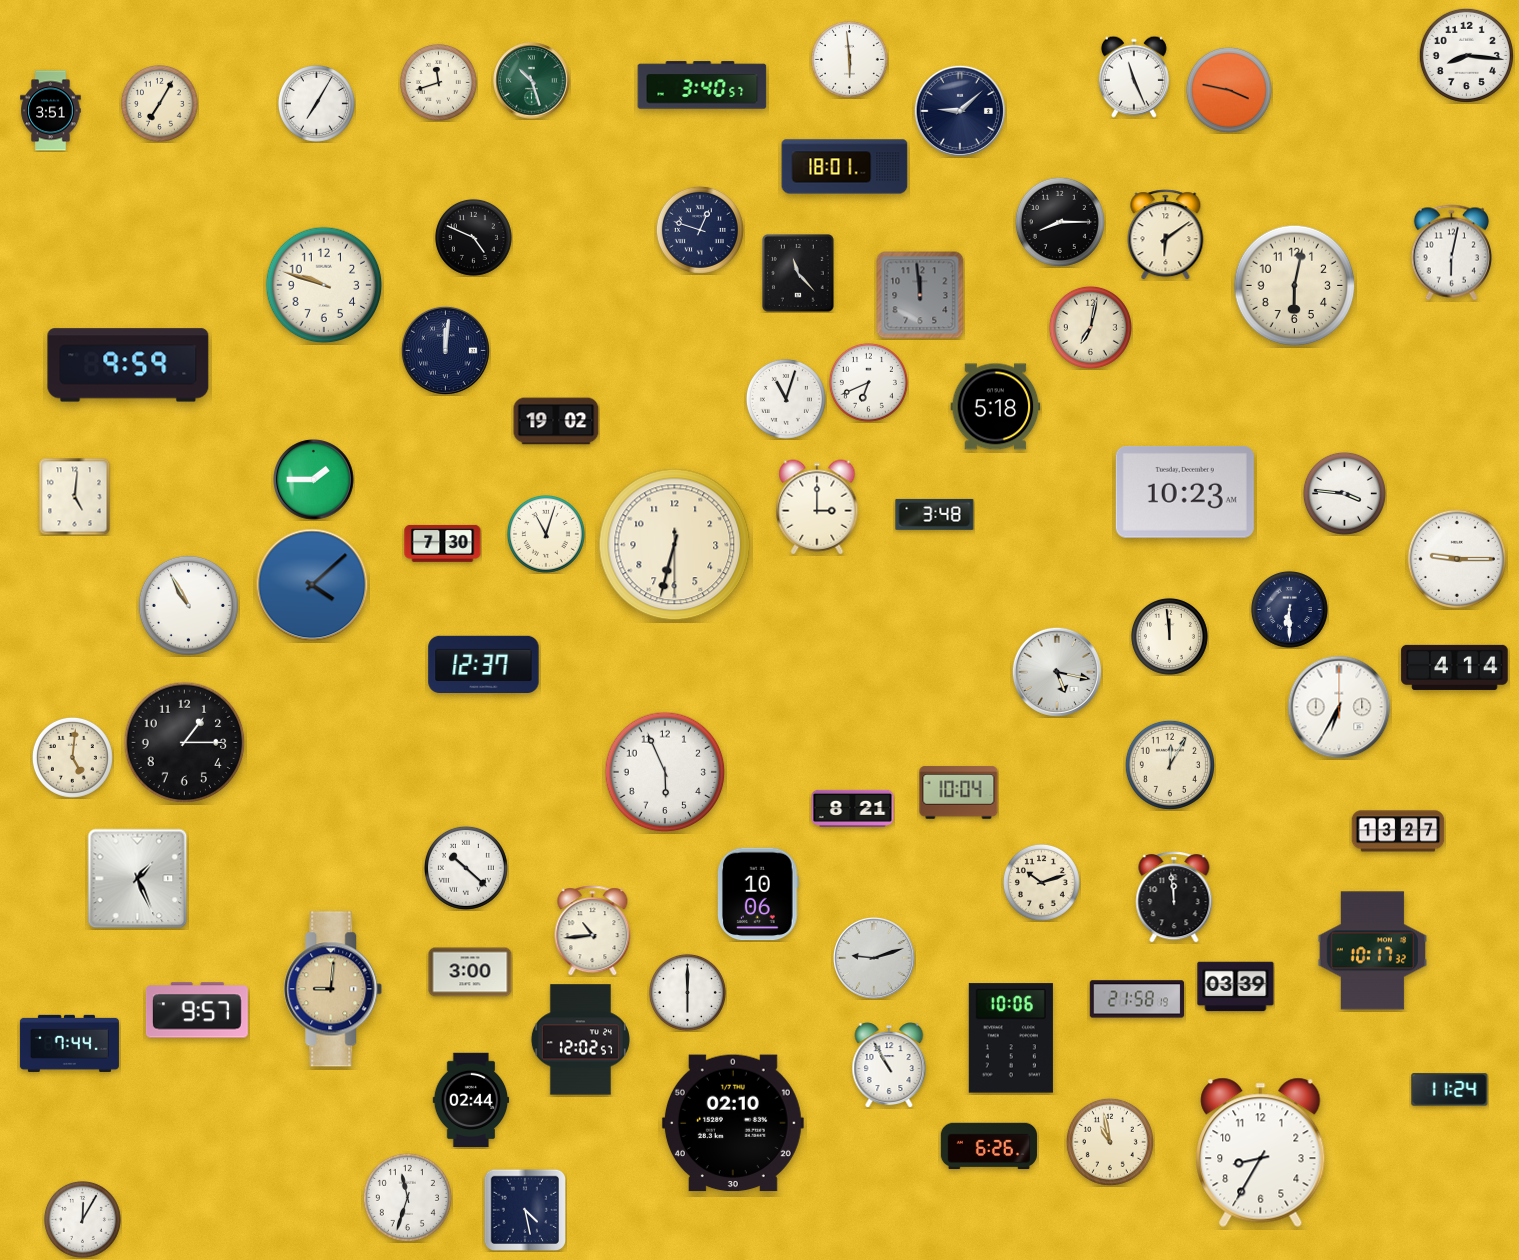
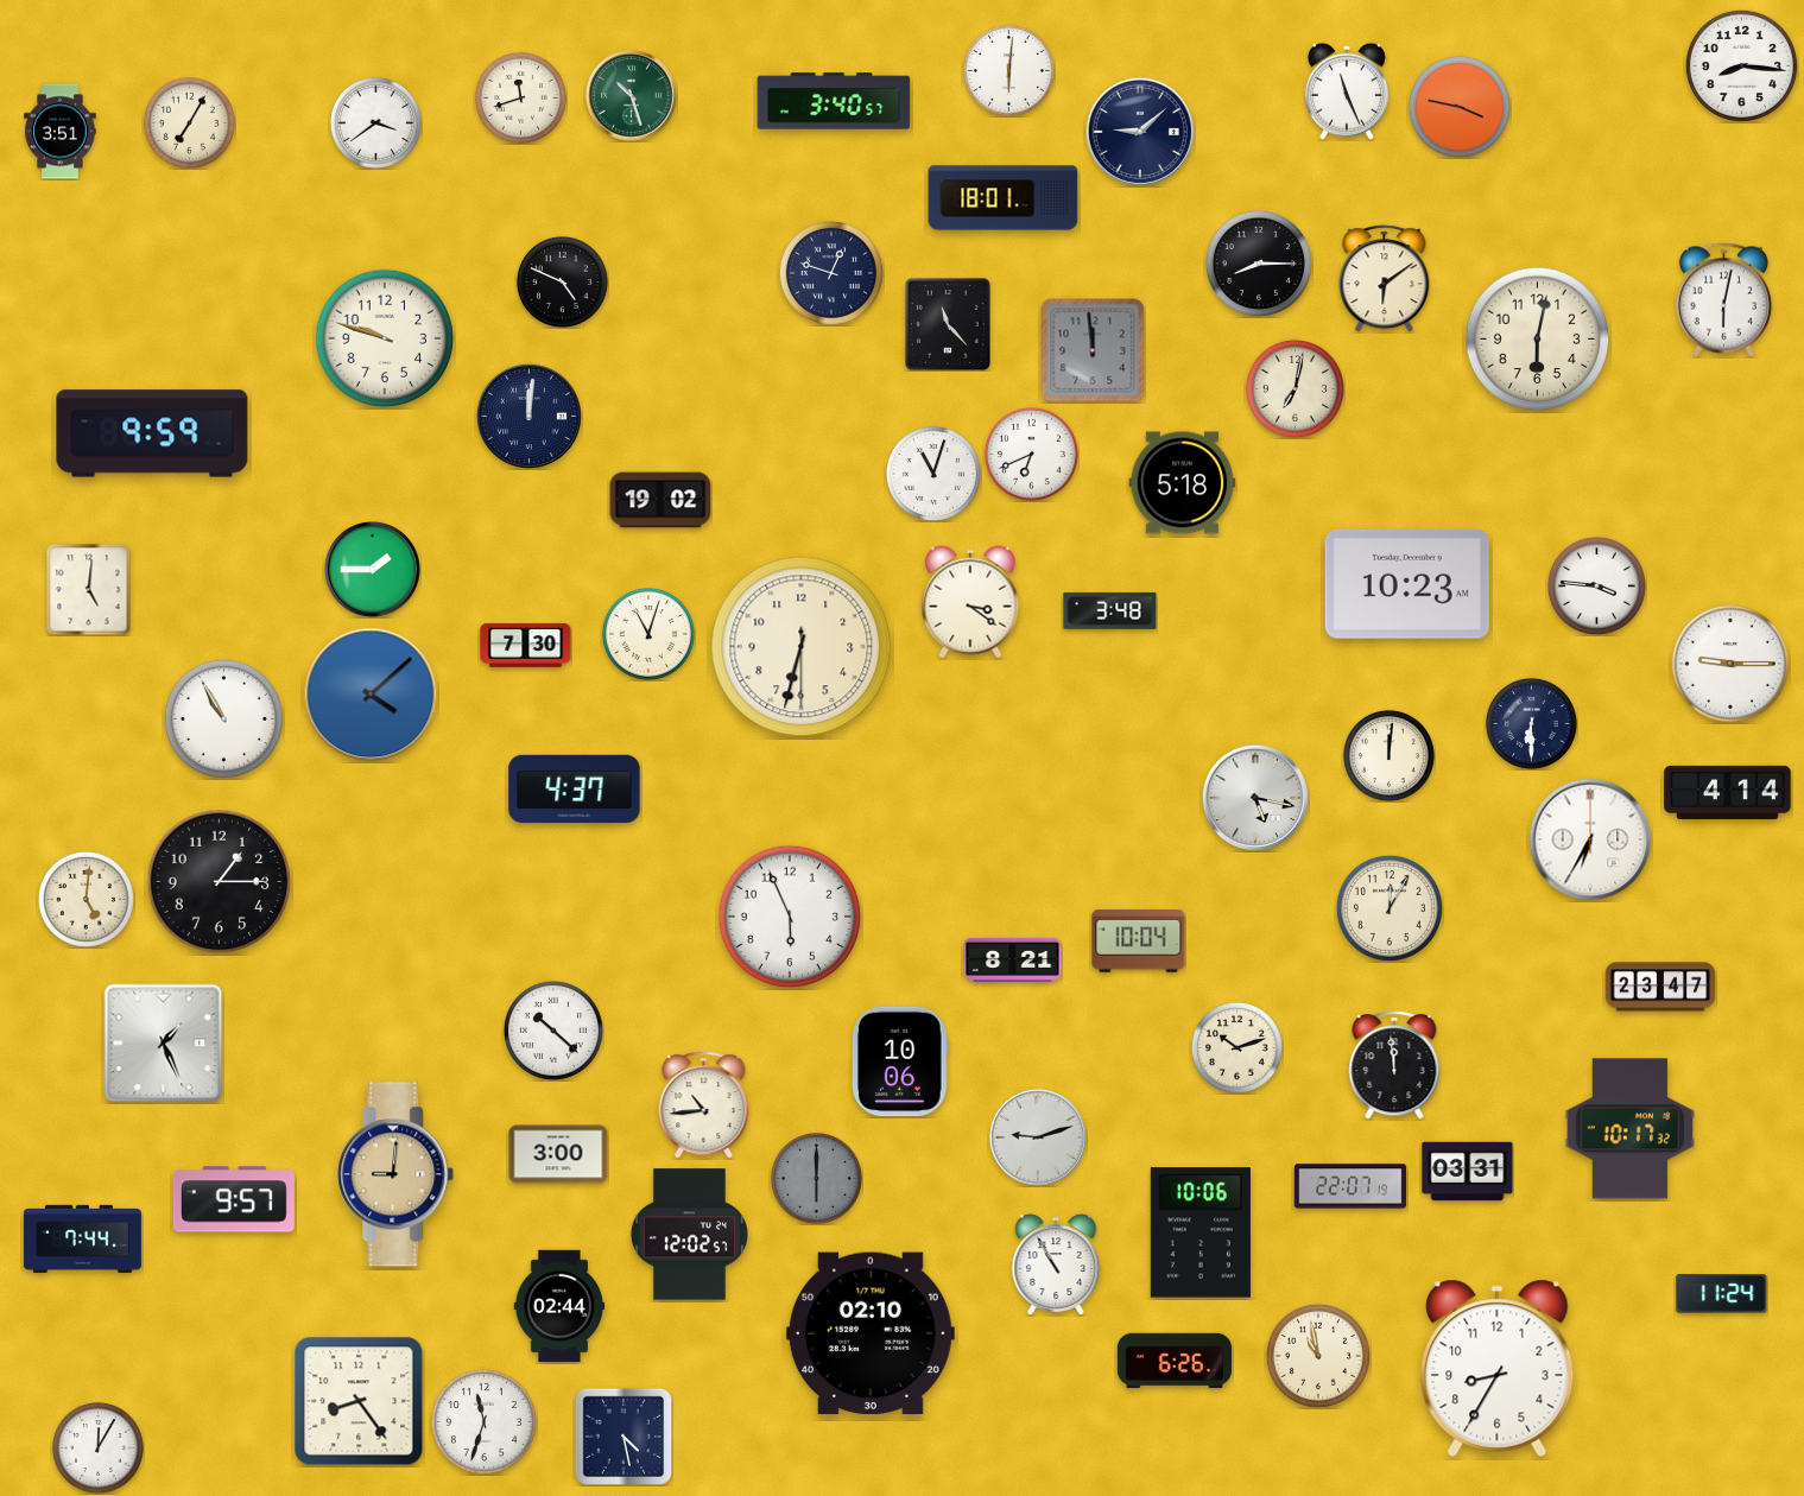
clock at (849, 59): 5:59 -> 6:01
clock at (316, 103): 7:05 -> 3:39
clock at (817, 507): 3:00 -> 3:21
clock at (1169, 636): 11:59 -> 12:01
clock at (484, 665): 12:37 -> 4:37
clock at (1398, 831): 13:27 -> 23:47
clock at (1236, 987): 03:39 -> 03:31
clock at (687, 992) dial: white -> grey
clock at (1137, 999): 21:58 -> 22:07
clock at (359, 1401): none -> 8:24
